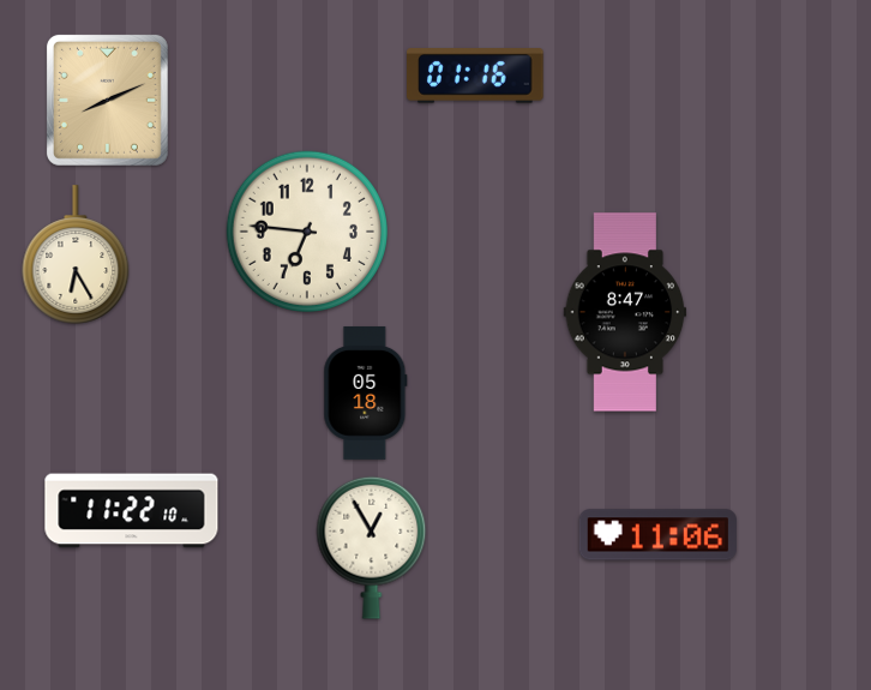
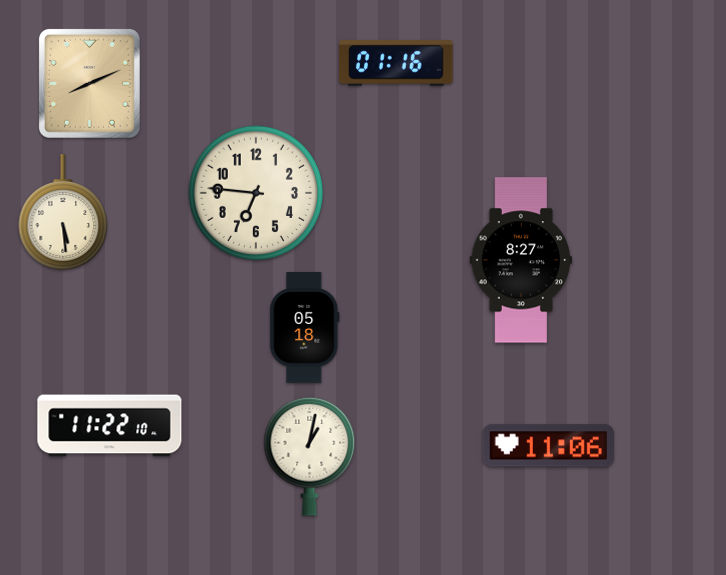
clock at (76, 254): 6:25 -> 5:29
clock at (625, 312): 8:47 -> 8:27
clock at (372, 547): 12:55 -> 1:02
